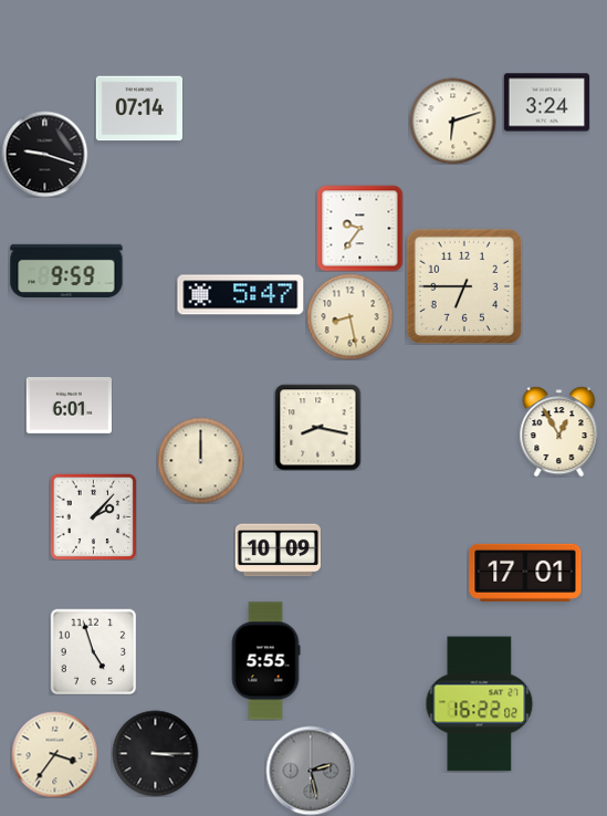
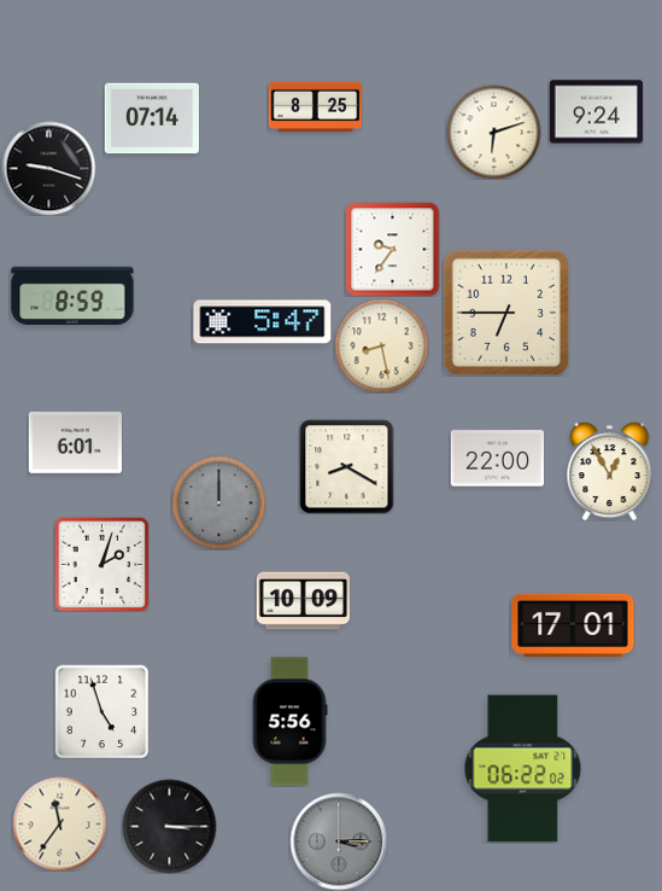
clock at (315, 106): none -> 8:25
clock at (546, 103): 3:24 -> 9:24
clock at (66, 270): 9:59 -> 8:59
clock at (497, 459): none -> 22:00
clock at (317, 427): 8:17 -> 8:20
clock at (200, 460) dial: cream -> grey
clock at (93, 516): 2:07 -> 2:03
clock at (265, 661): 5:55 -> 5:56
clock at (480, 704): 16:22 -> 06:22
clock at (155, 753) position: (155, 753) -> (169, 826)
clock at (54, 754): 3:36 -> 11:36
clock at (311, 771): 2:28 -> 3:15
